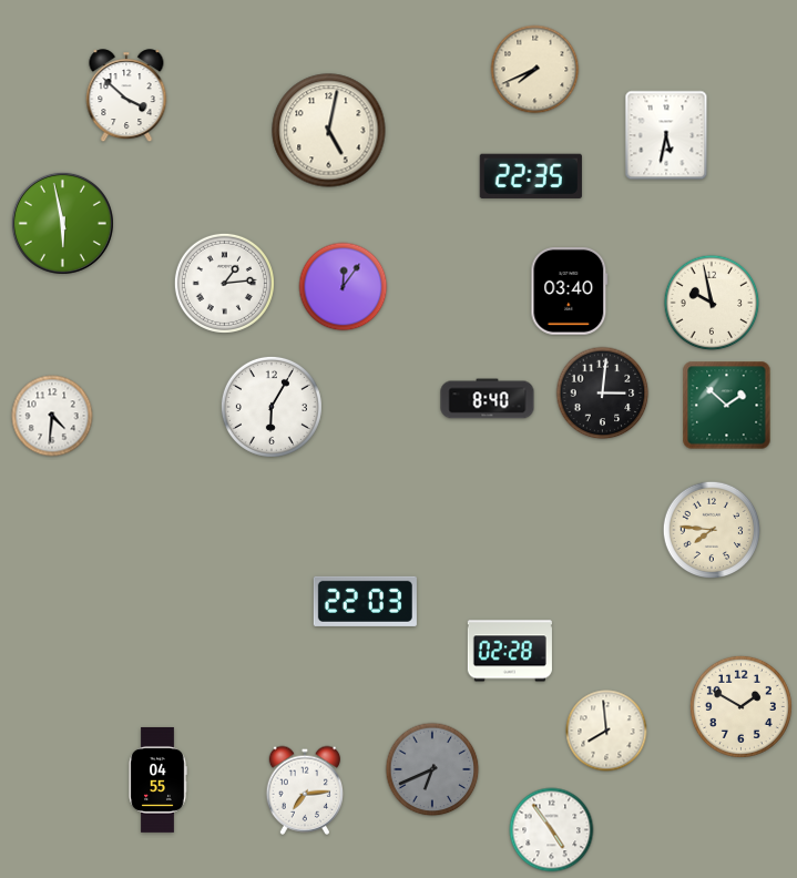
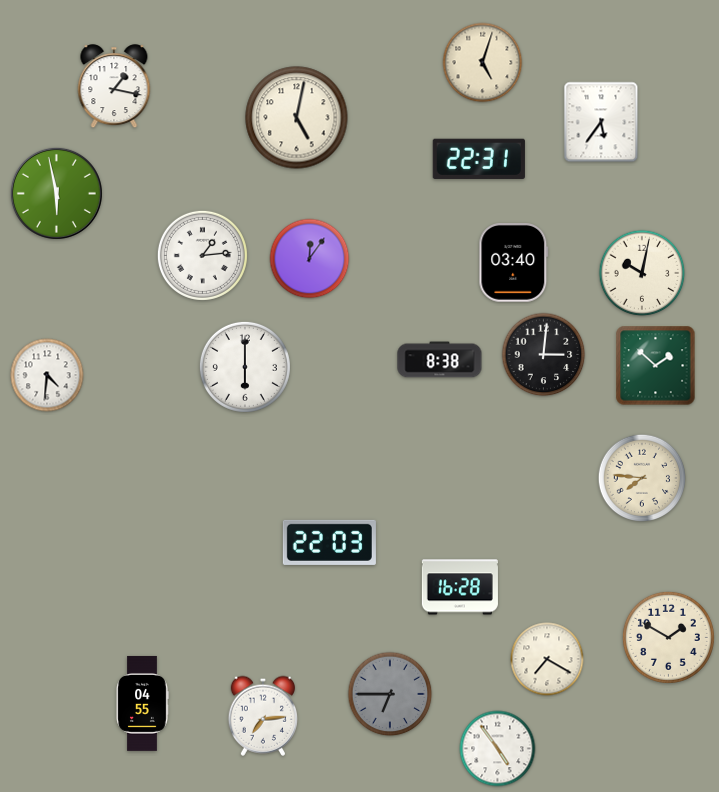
clock at (535, 70): 7:41 -> 5:03
clock at (126, 96): 3:52 -> 1:17
clock at (666, 135): 5:32 -> 5:36
clock at (531, 176): 22:35 -> 22:31
clock at (62, 223) position: (62, 223) -> (56, 193)
clock at (712, 303): 9:58 -> 10:02
clock at (488, 399): 8:40 -> 8:38
clock at (272, 407): 6:05 -> 6:00
clock at (510, 651): 02:28 -> 16:28
clock at (606, 731): 7:59 -> 7:20
clock at (432, 769): 6:41 -> 6:45
clock at (304, 790) position: (304, 790) -> (262, 716)
